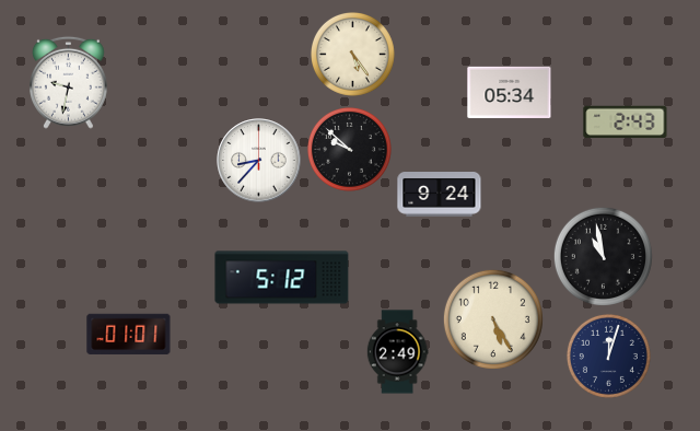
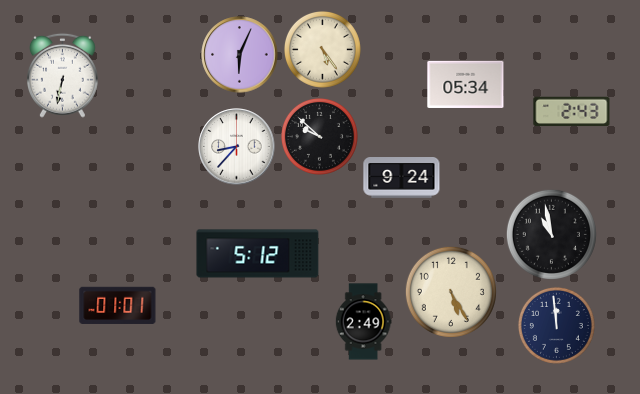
clock at (240, 55): none -> 6:04
clock at (69, 82): 9:32 -> 6:32
clock at (608, 356): 12:03 -> 11:59
